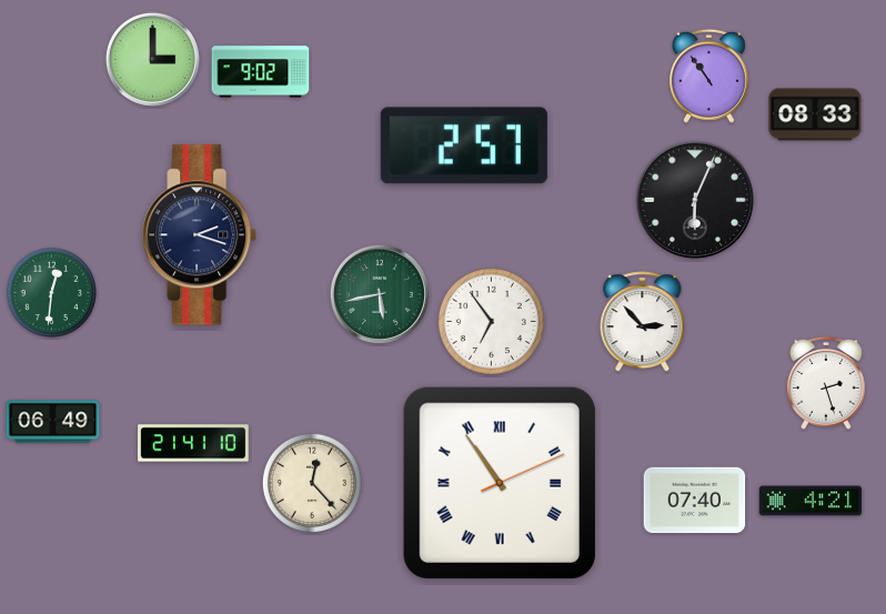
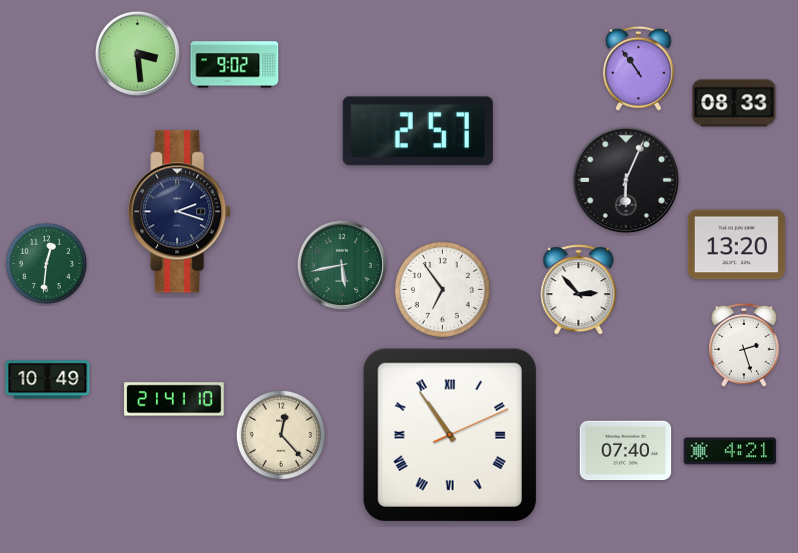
clock at (152, 59): 3:00 -> 3:29
clock at (736, 245): none -> 13:20
clock at (53, 422): 06:49 -> 10:49
